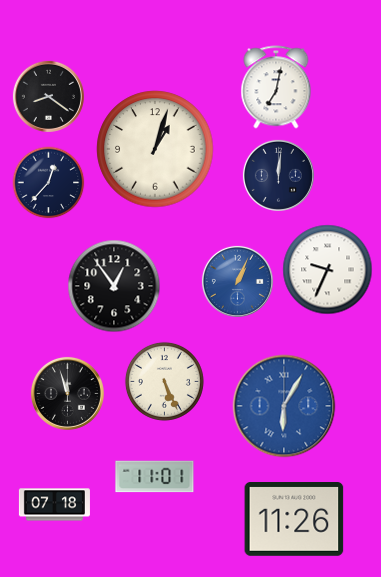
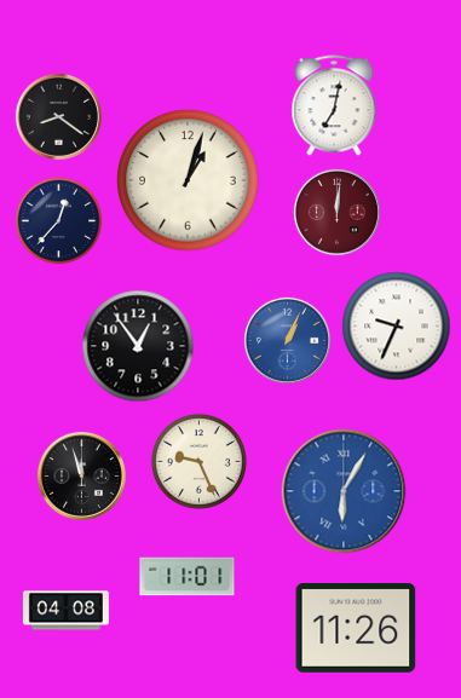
clock at (278, 175) dial: navy -> burgundy
clock at (164, 381): 5:26 -> 9:26
clock at (54, 505): 07:18 -> 04:08
